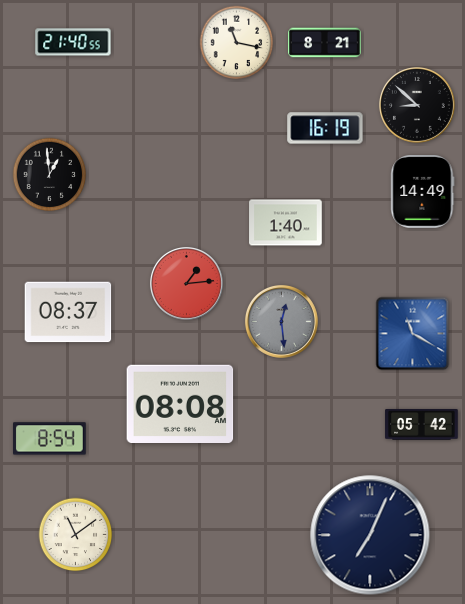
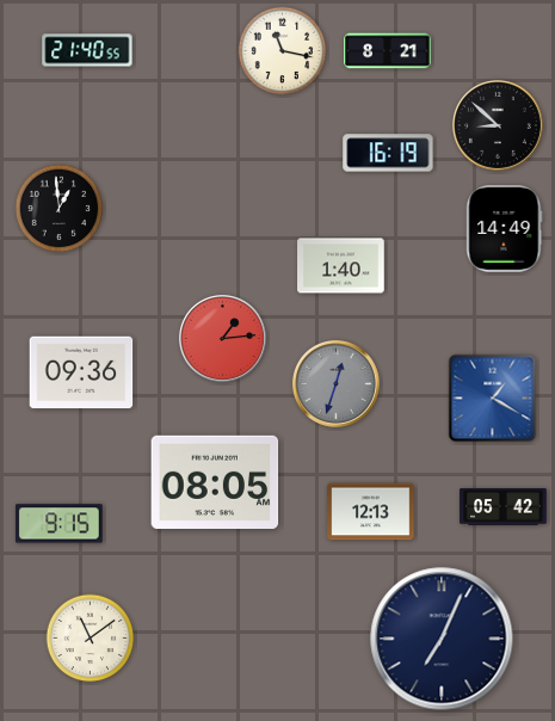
clock at (68, 312): 08:37 -> 09:36
clock at (281, 321): 12:29 -> 12:33
clock at (413, 334): 11:20 -> 1:20
clock at (180, 403): 08:08 -> 08:05
clock at (371, 512): none -> 12:13
clock at (50, 439): 8:54 -> 9:15
